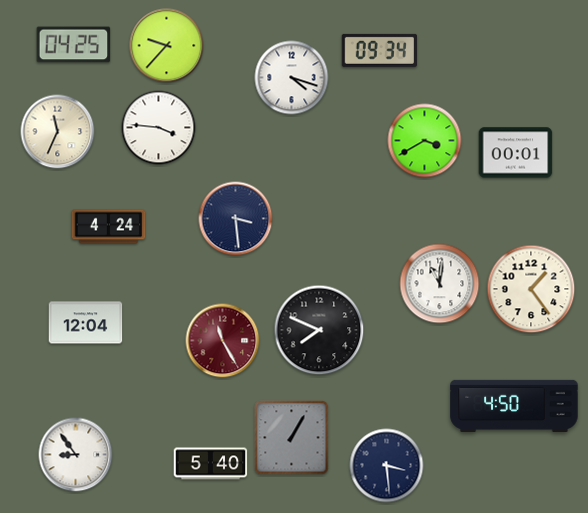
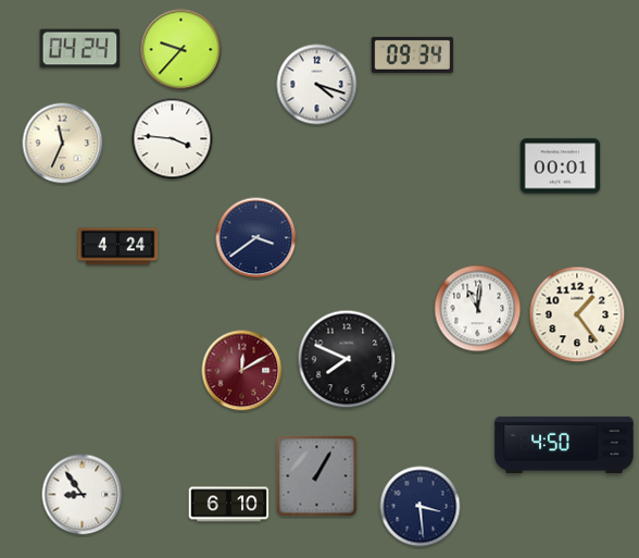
clock at (74, 45): 04:25 -> 04:24
clock at (425, 141): 3:40 -> none
clock at (236, 219): 3:29 -> 3:39
clock at (86, 323): 12:04 -> none
clock at (223, 341): 11:25 -> 12:10
clock at (514, 406) position: (514, 406) -> (564, 445)
clock at (211, 464): 5:40 -> 6:10
